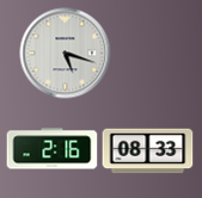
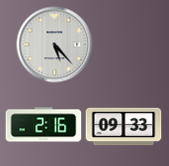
clock at (66, 54): 5:18 -> 5:23
clock at (148, 151): 08:33 -> 09:33
